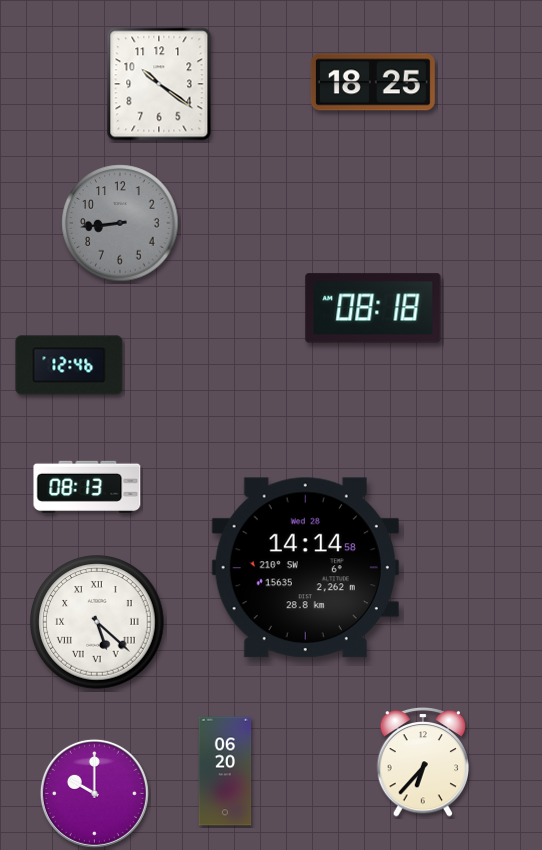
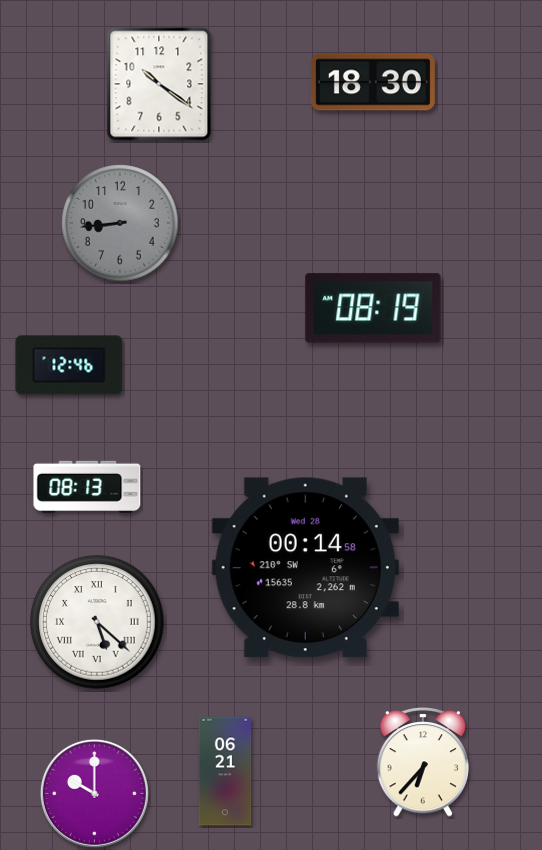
clock at (373, 82): 18:25 -> 18:30
clock at (373, 308): 08:18 -> 08:19
clock at (305, 568): 14:14 -> 00:14
clock at (225, 771): 06:20 -> 06:21
